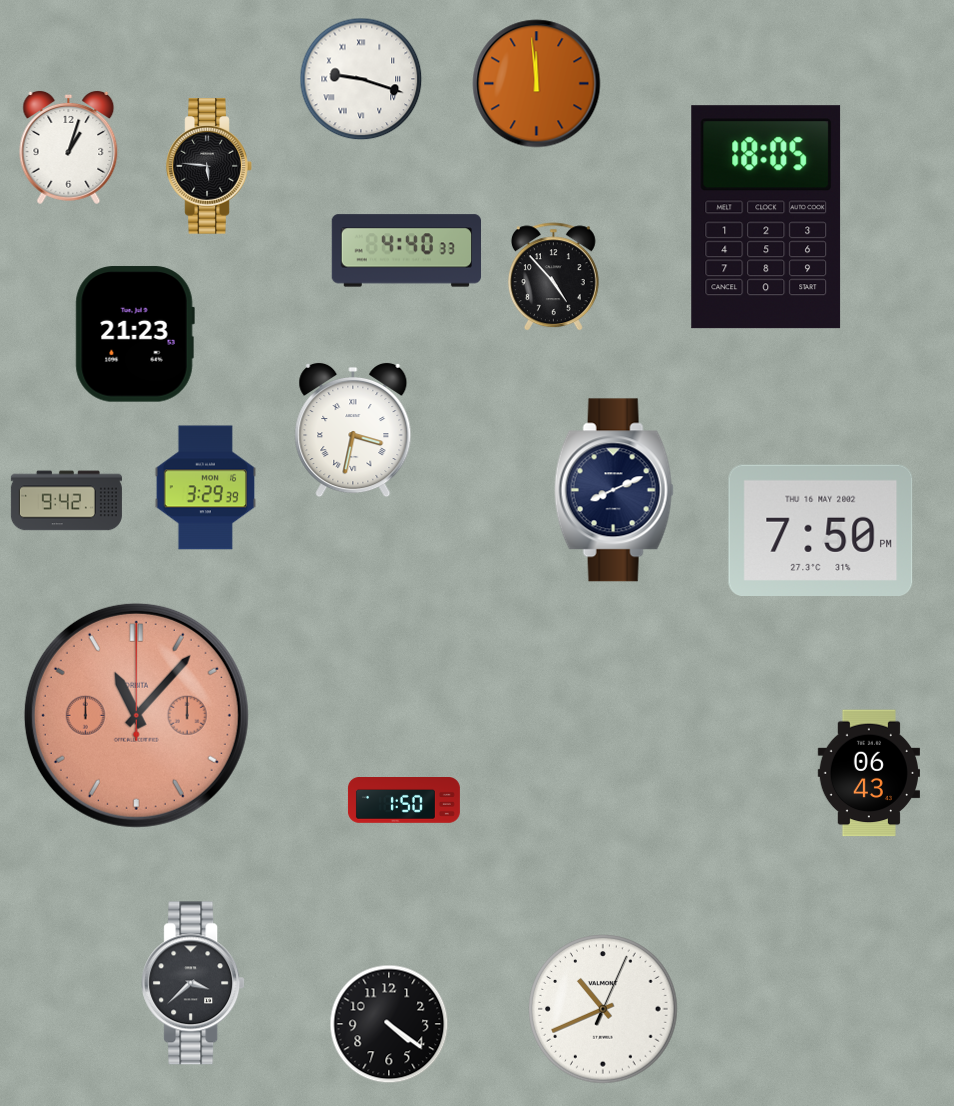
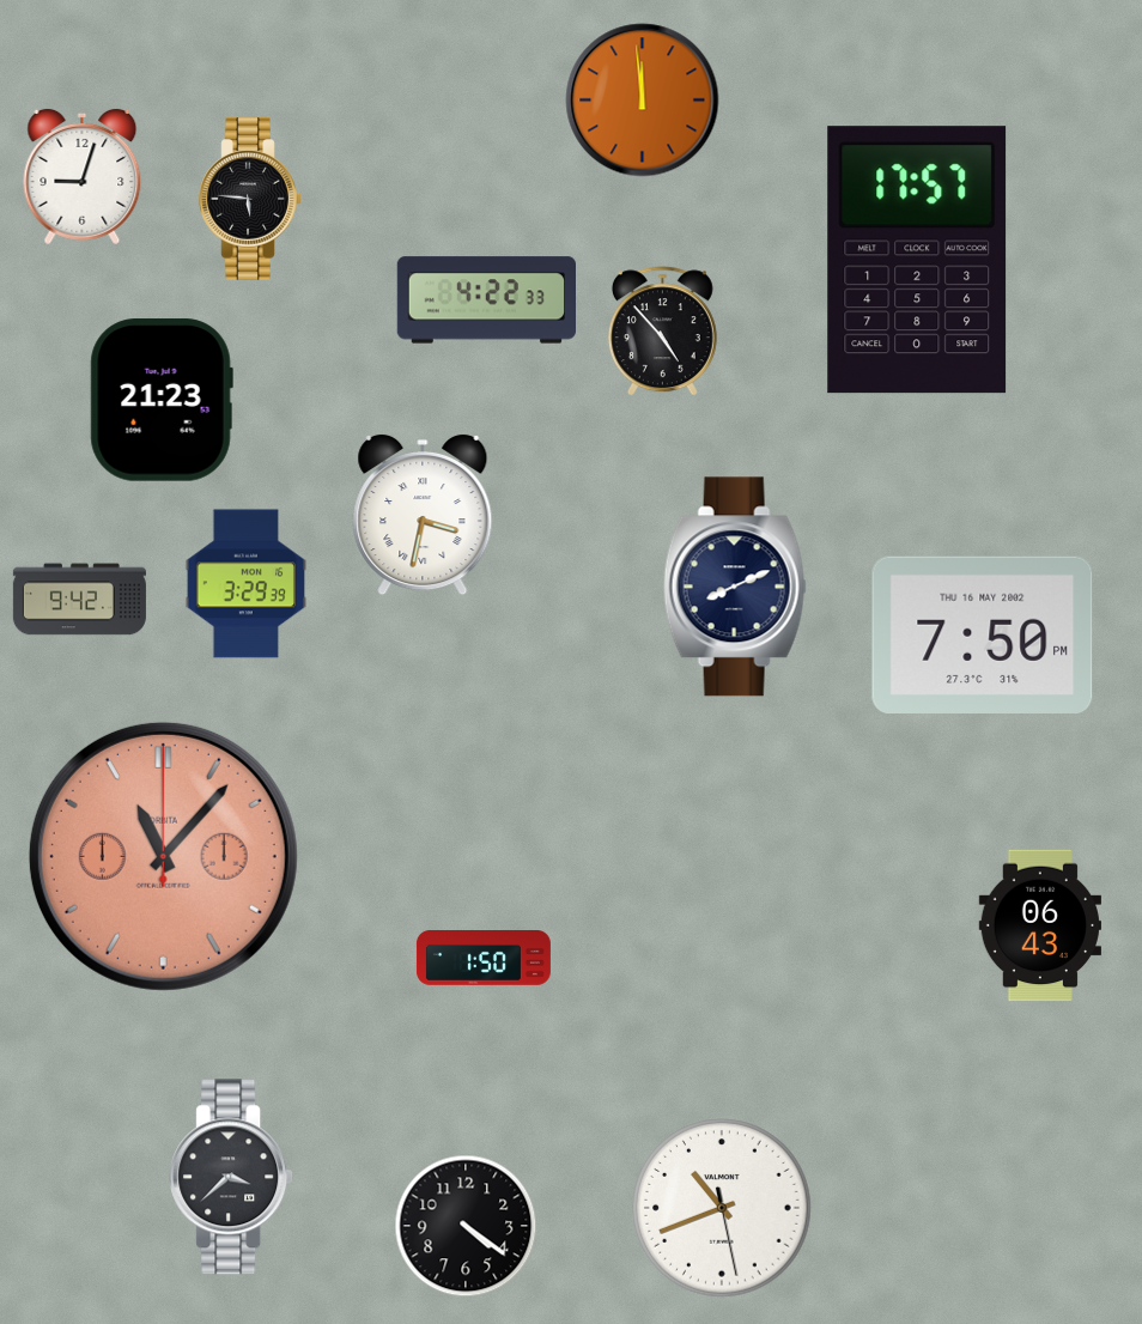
clock at (361, 79): 9:18 -> none
clock at (69, 147): 1:03 -> 9:03
clock at (766, 217): 18:05 -> 17:57
clock at (406, 251): 4:40 -> 4:22
clock at (603, 1009): 10:41:04 -> 10:41:28
